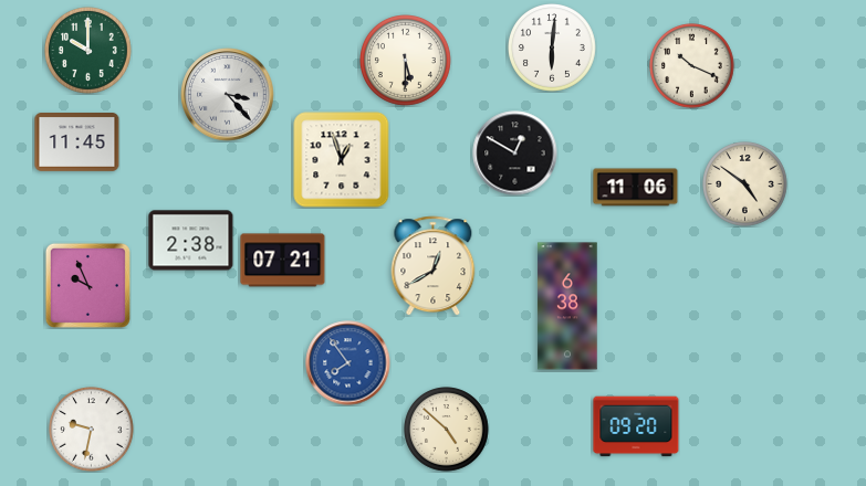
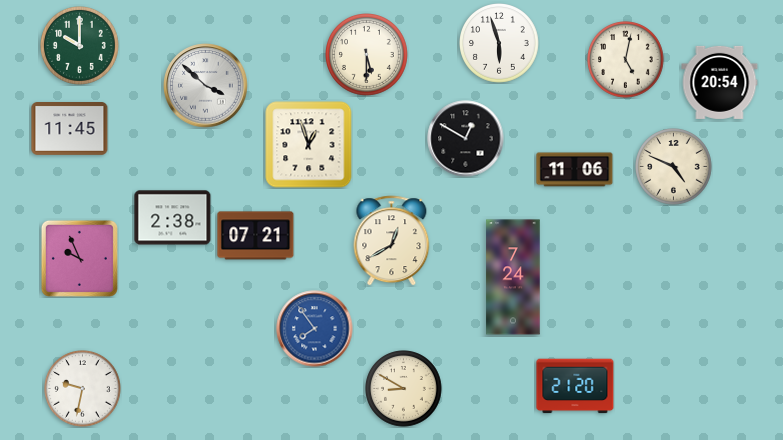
clock at (553, 49): 6:01 -> 5:57
clock at (692, 66): 10:19 -> 5:02
clock at (720, 82): none -> 20:54
clock at (228, 95): 3:23 -> 3:52
clock at (745, 184): 4:51 -> 4:49
clock at (567, 306): 6:38 -> 7:24
clock at (636, 426): 09:20 -> 21:20
clock at (447, 430): 4:52 -> 8:50
